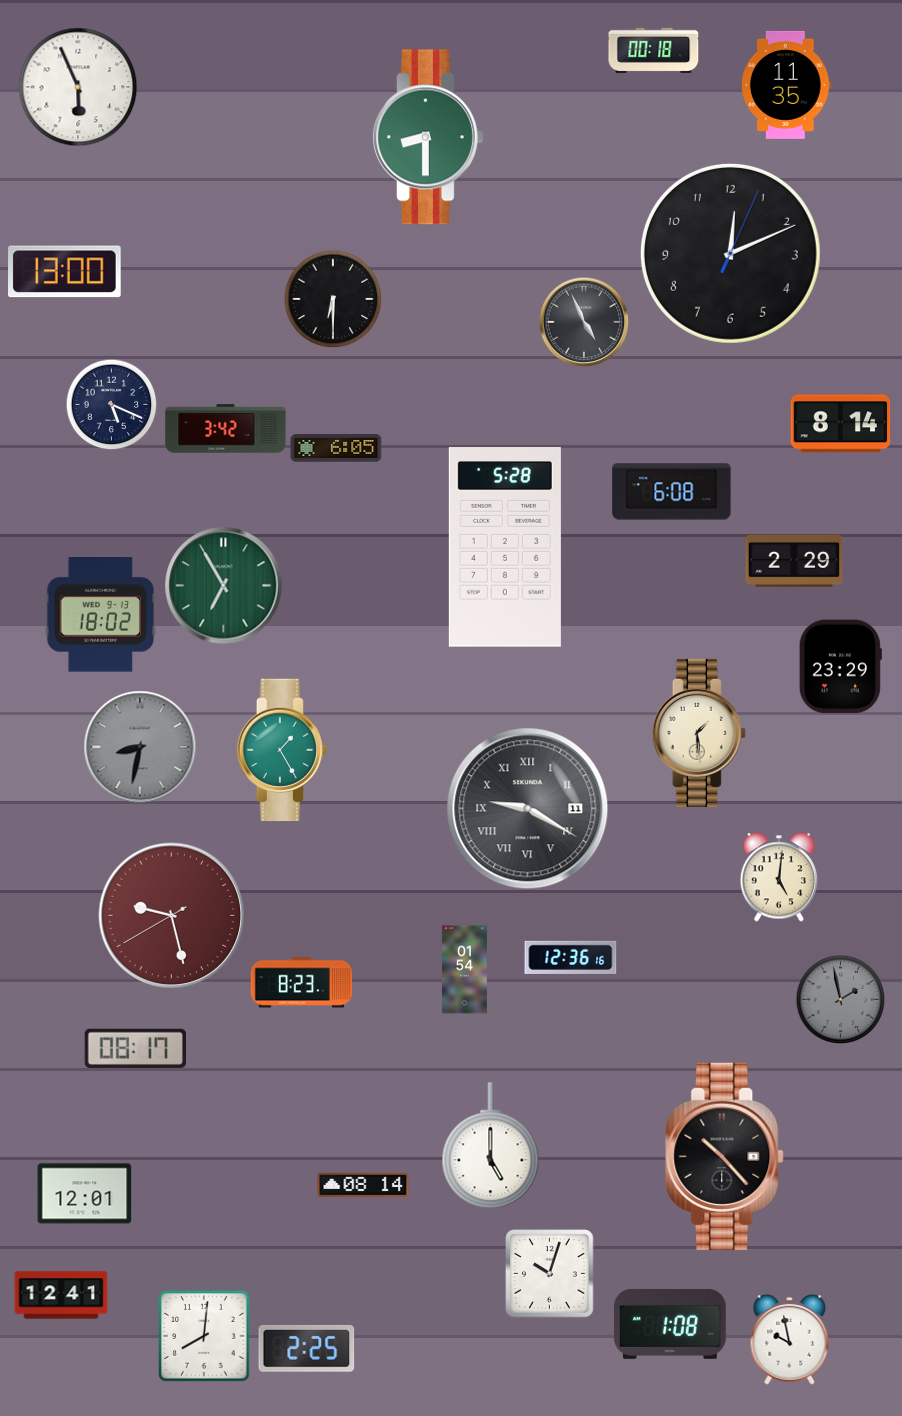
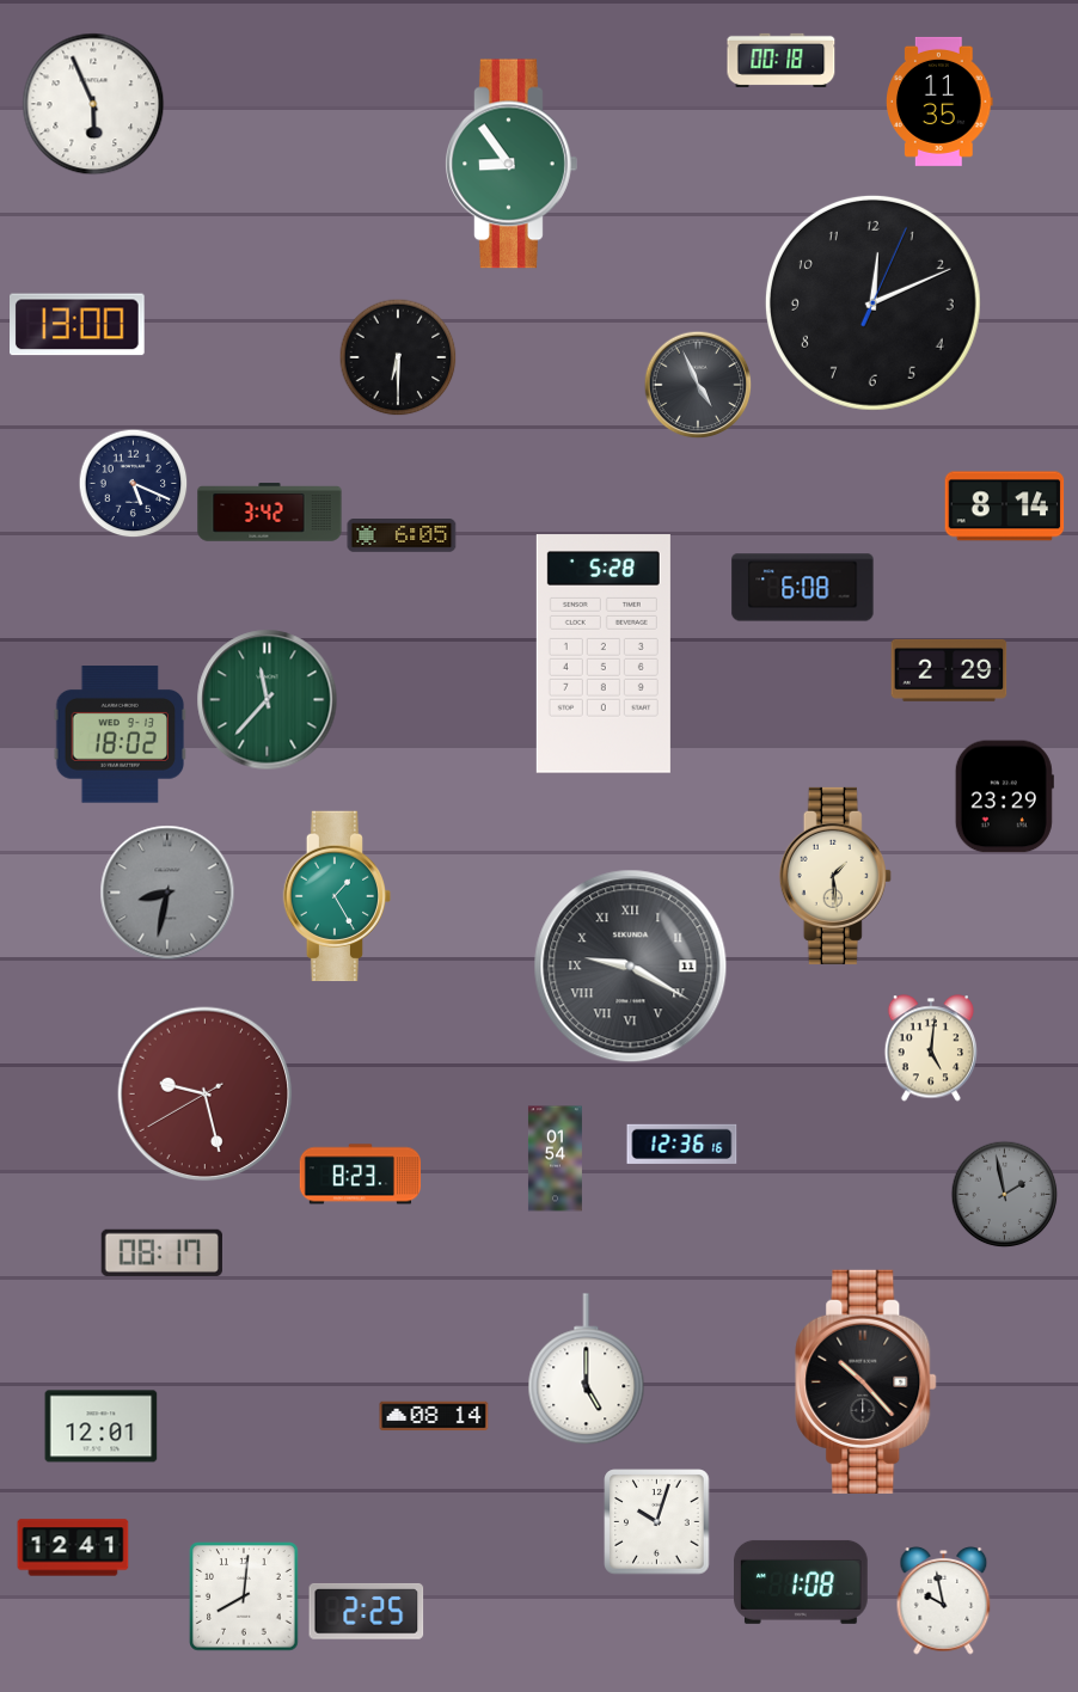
clock at (428, 137): 8:30 -> 8:54
clock at (224, 586): 6:55 -> 11:37
